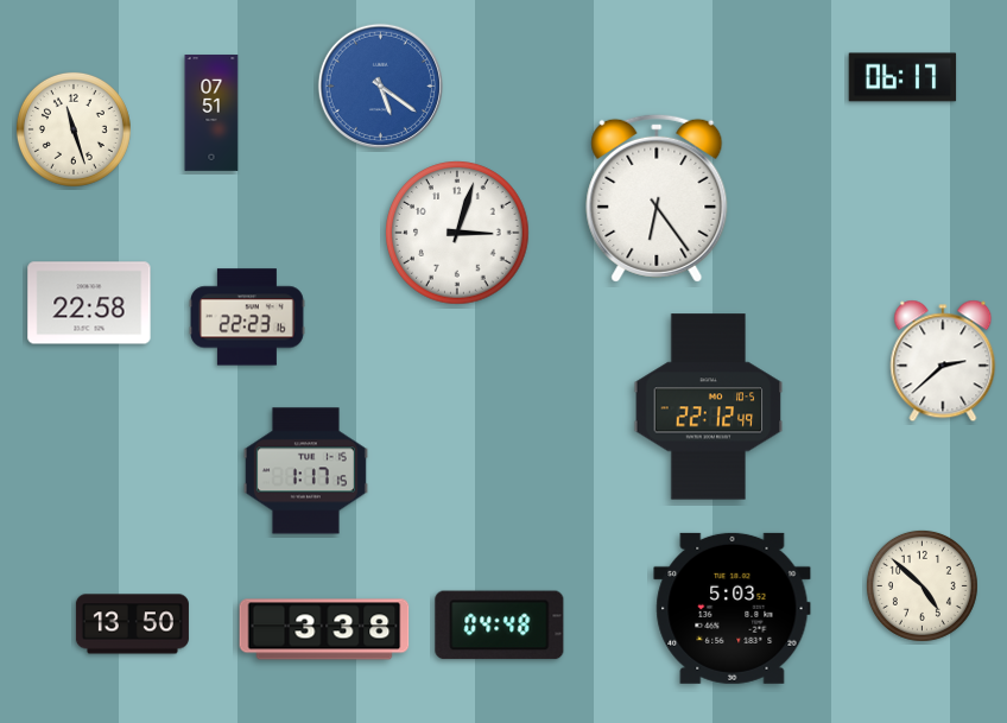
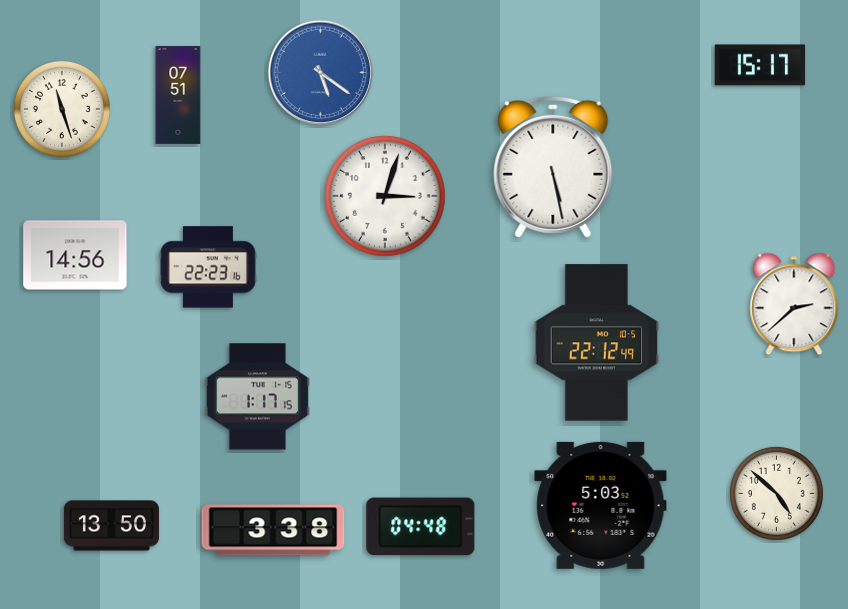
clock at (902, 77): 06:17 -> 15:17
clock at (657, 198): 6:24 -> 5:28
clock at (89, 303): 22:58 -> 14:56
clock at (733, 608) position: (733, 608) -> (601, 505)
